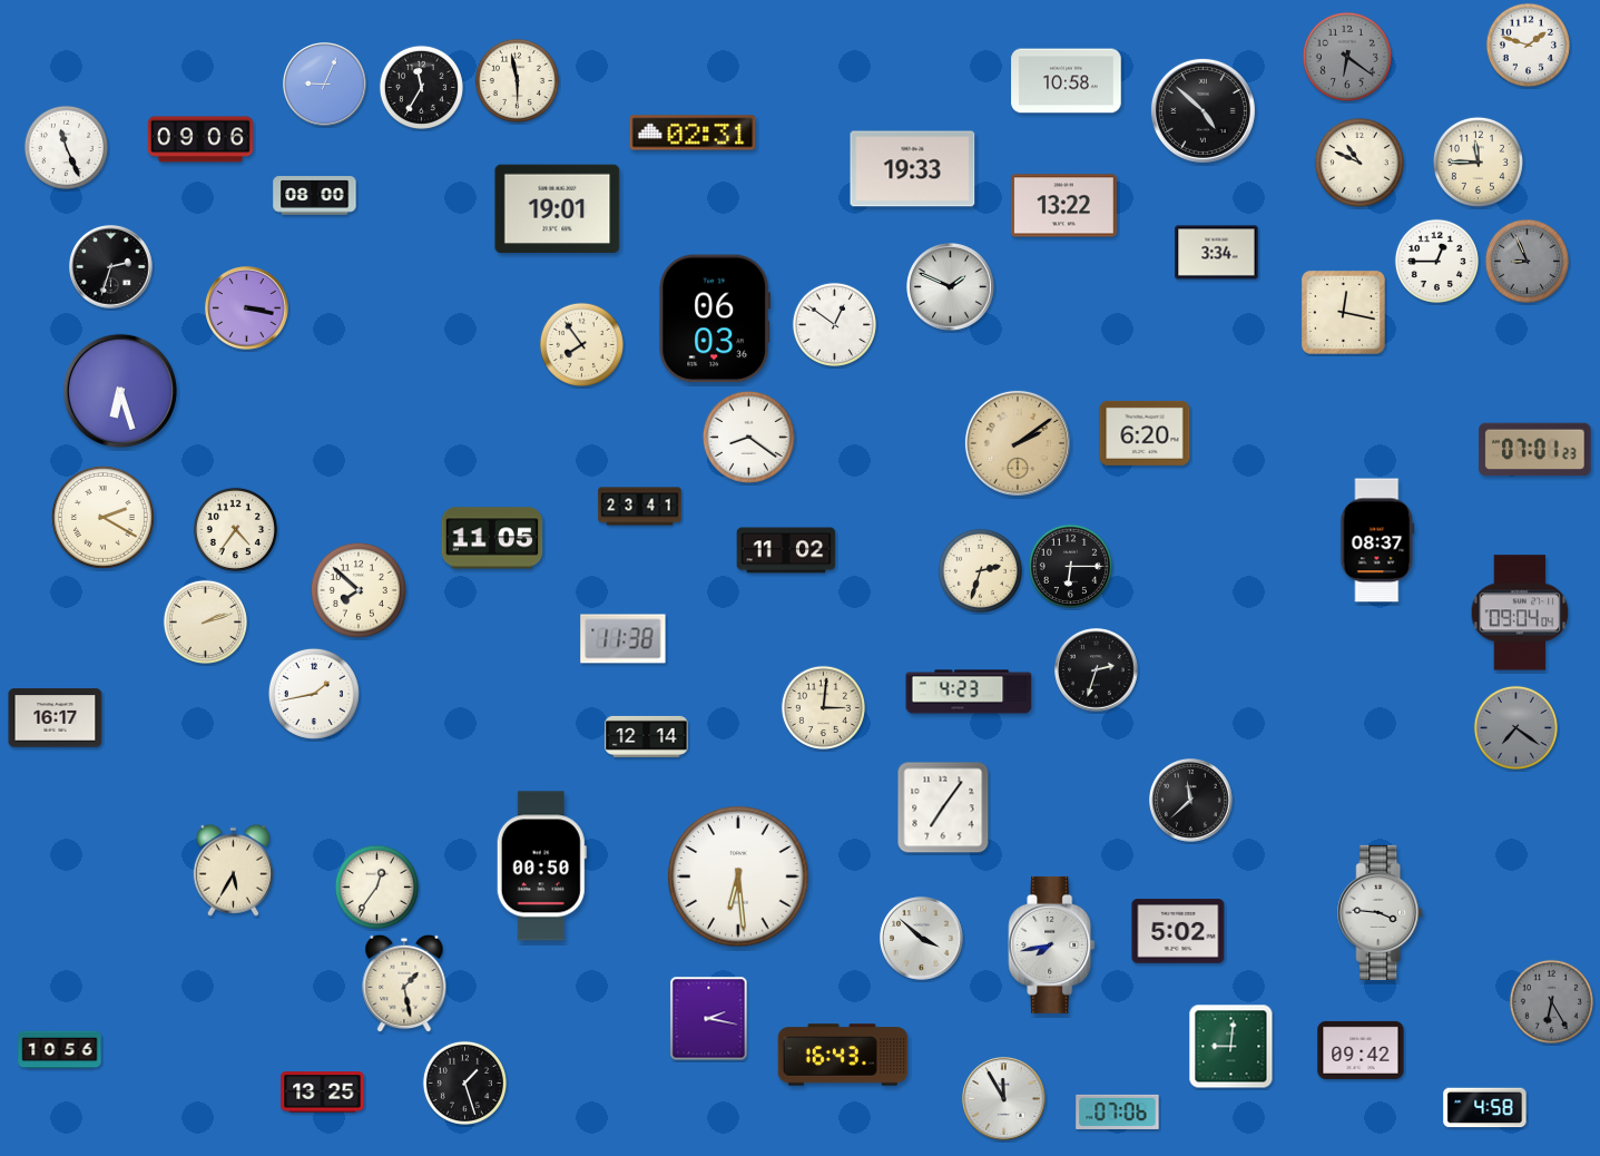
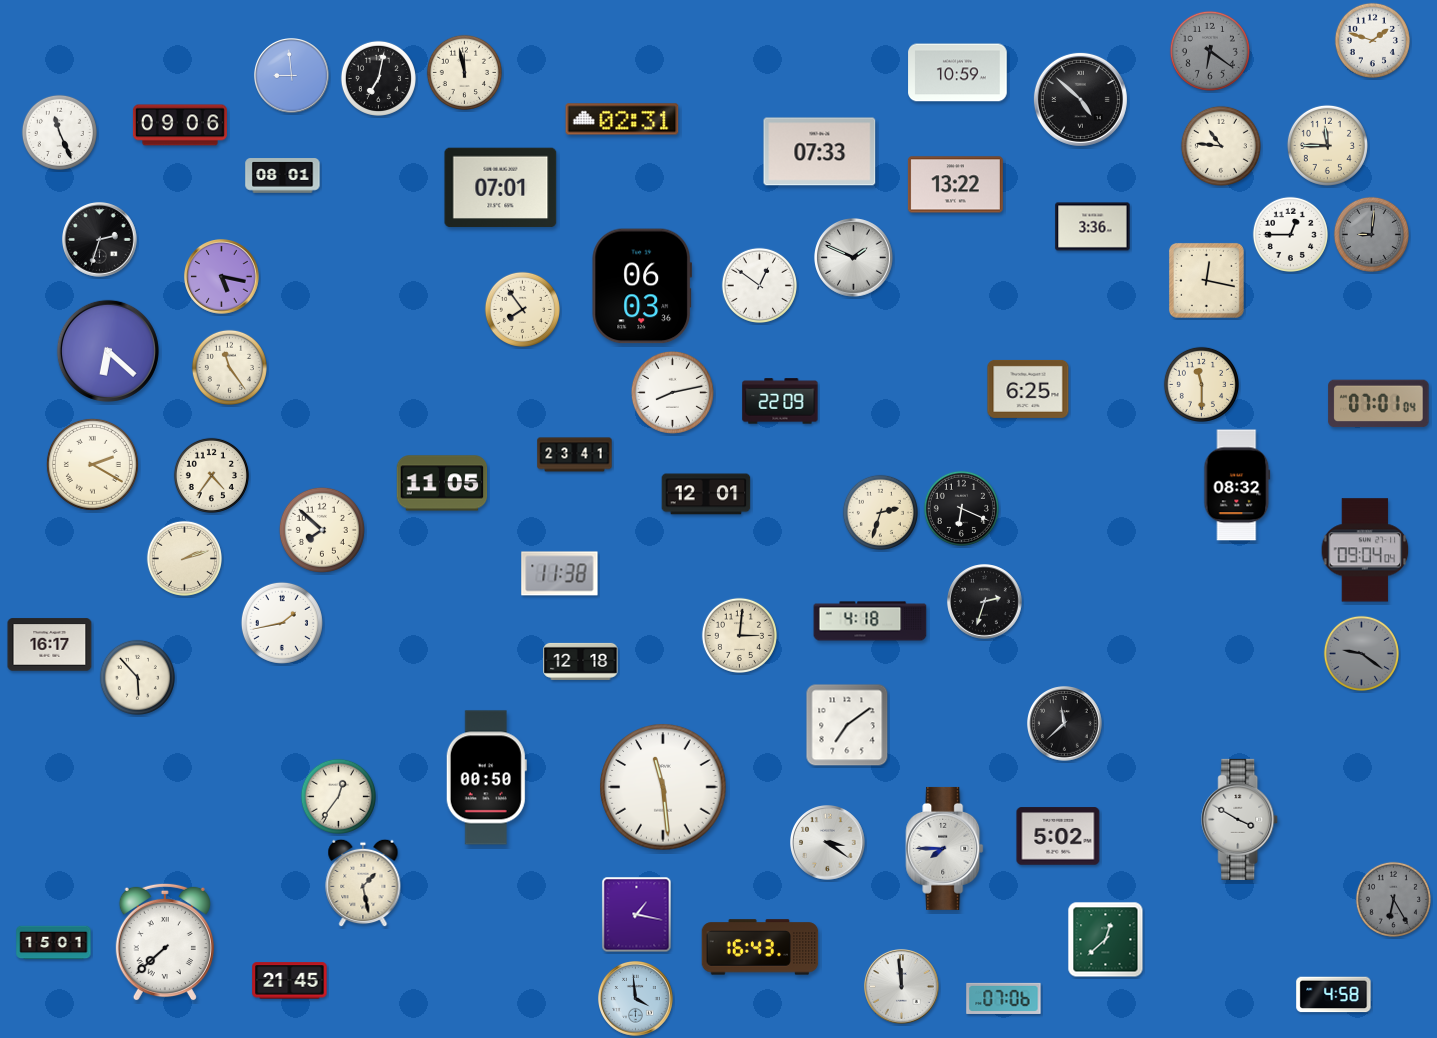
clock at (517, 80): 5:58 -> 11:58
clock at (1067, 81): 10:58 -> 10:59
clock at (325, 85): 9:04 -> 8:59
clock at (421, 87): 11:35 -> 7:02
clock at (1359, 163): 10:49 -> 10:46
clock at (913, 169): 19:33 -> 07:33
clock at (315, 196): 08:00 -> 08:01
clock at (558, 209): 19:01 -> 07:01
clock at (1217, 253): 3:34 -> 3:36
clock at (1527, 261): 8:56 -> 9:01
clock at (247, 308): 3:17 -> 5:17
clock at (834, 324) position: (834, 324) -> (759, 285)
clock at (120, 391): 6:27 -> 6:22
clock at (229, 367): none -> 11:24
clock at (1201, 384): none -> 11:30
clock at (1145, 433): 6:20 -> 6:25
clock at (748, 437): 8:21 -> 8:13
clock at (1018, 443): 2:09 -> none
clock at (780, 401): none -> 22:09
clock at (1535, 450): 07:01:23 -> 07:01:04
clock at (1377, 540): 08:37 -> 08:32
clock at (786, 550): 11:02 -> 12:01
clock at (1070, 566): 6:15 -> 6:19
clock at (969, 692): 4:23 -> 4:18
clock at (1515, 727): 7:21 -> 9:21
clock at (647, 736): 12:14 -> 12:18
clock at (137, 677): none -> 5:53
clock at (1191, 801) position: (1191, 801) -> (1065, 724)
clock at (943, 807): 7:06 -> 7:09
clock at (233, 870): 5:35 -> none
clock at (738, 876): 6:29 -> 11:29
clock at (1381, 912): 3:46 -> 3:50
clock at (922, 939): 3:52 -> 3:21
clock at (1052, 944): 7:43 -> 7:45
clock at (709, 1019): 2:17 -> 1:17
clock at (1231, 1047): 9:01 -> 12:38
clock at (165, 942): none -> 7:38
clock at (60, 1050): 10:56 -> 15:01
clock at (1361, 1050): 09:42 -> none
clock at (843, 1055) position: (843, 1055) -> (760, 947)
clock at (464, 1082): 1:27 -> none
clock at (323, 1093): 13:25 -> 21:45
clock at (1004, 1099): 11:55 -> 11:59
clock at (636, 999): none -> 3:59
